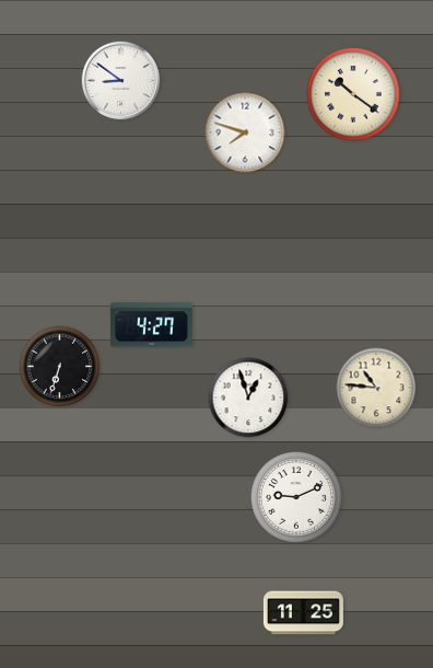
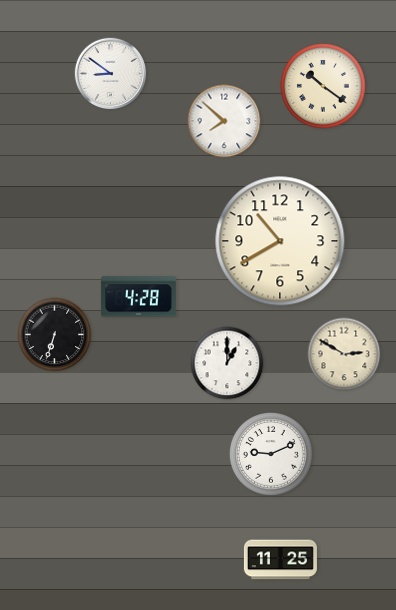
clock at (245, 133): 7:48 -> 7:52
clock at (280, 241): none -> 10:40
clock at (152, 325): 4:27 -> 4:28
clock at (376, 388): 10:46 -> 2:50
clock at (248, 398): 12:57 -> 1:00
clock at (303, 613) position: (303, 613) -> (280, 560)
